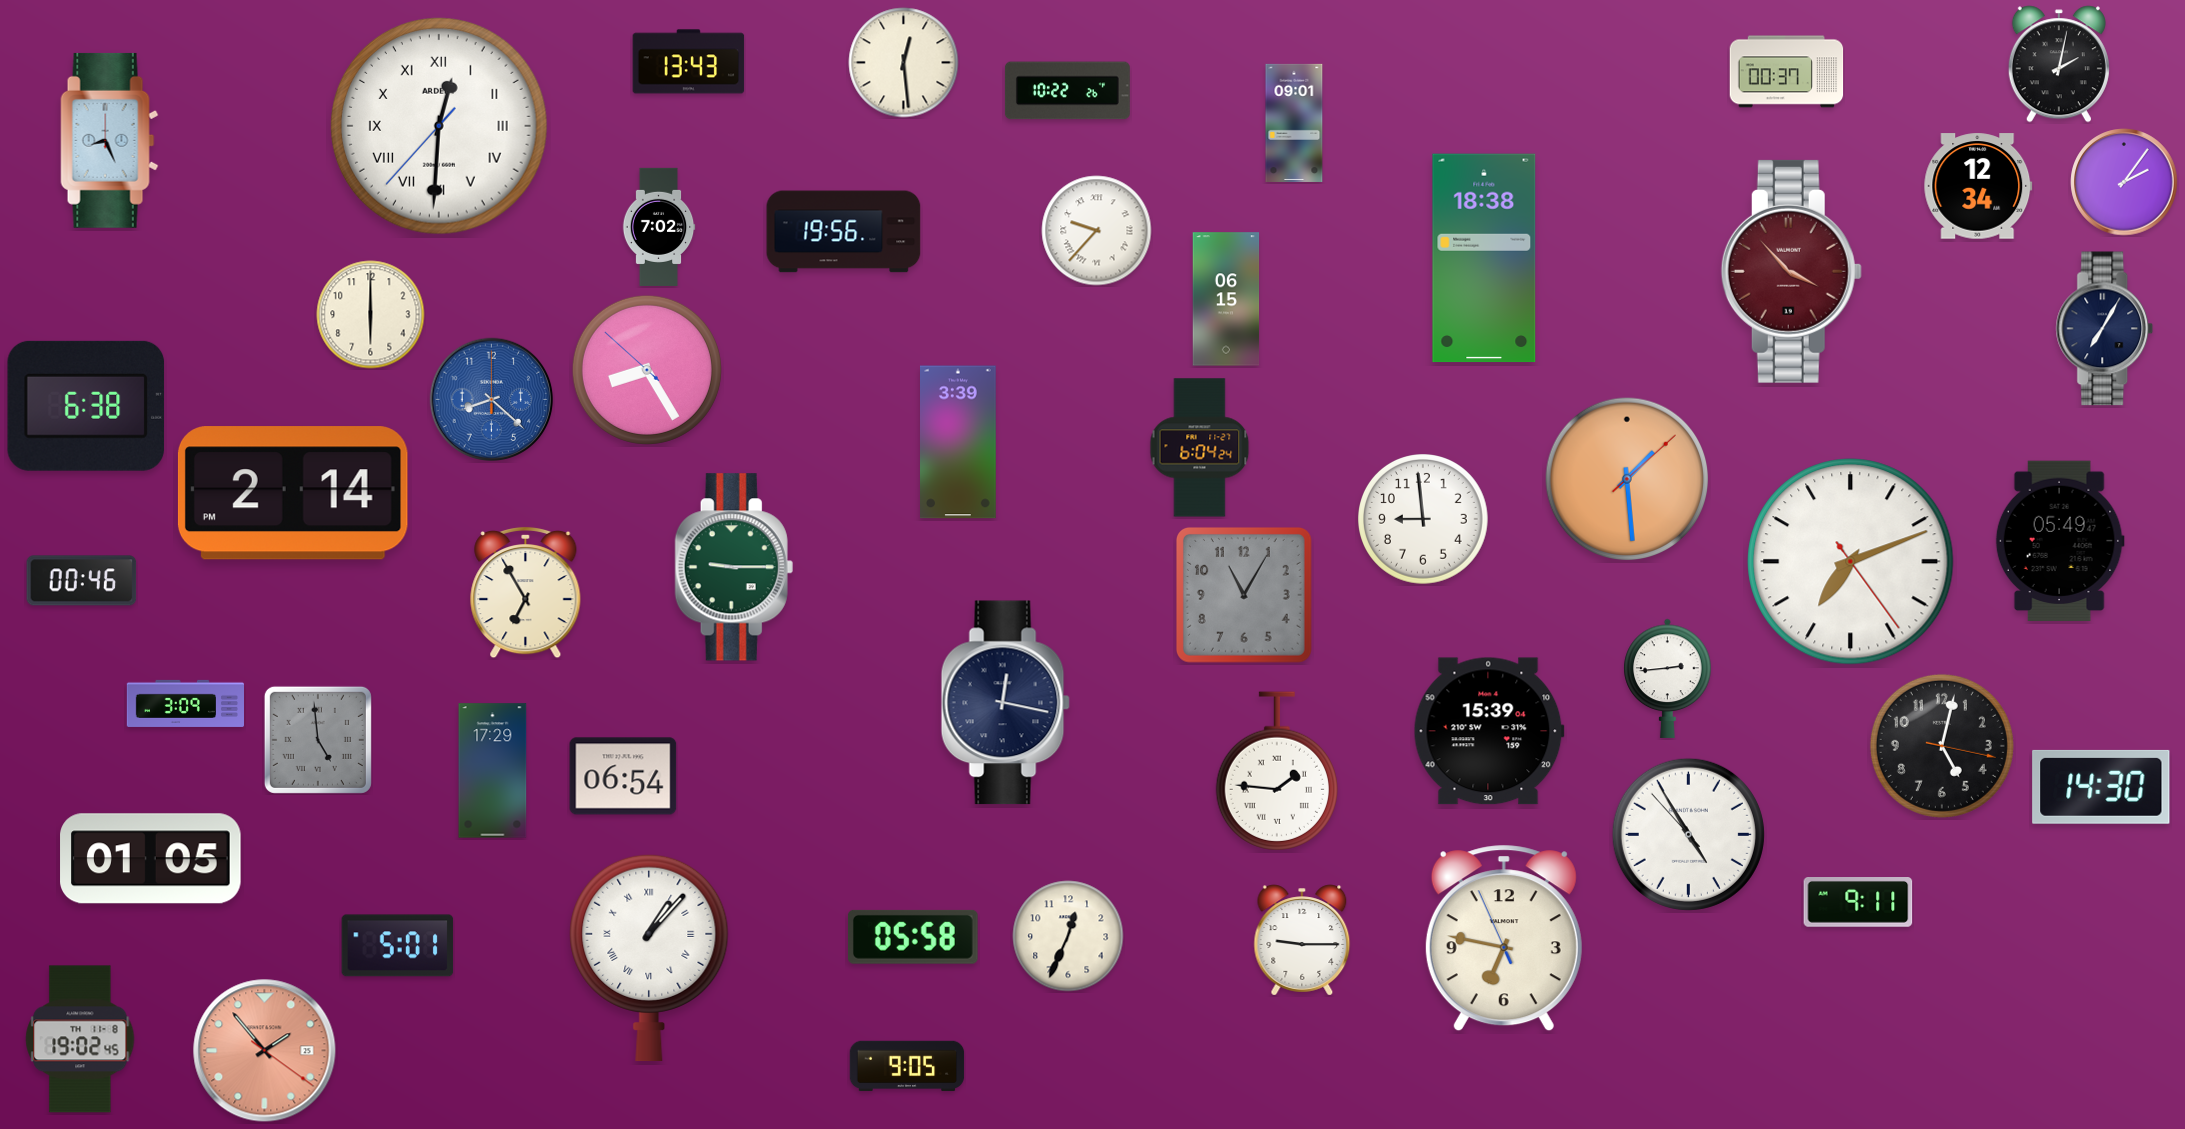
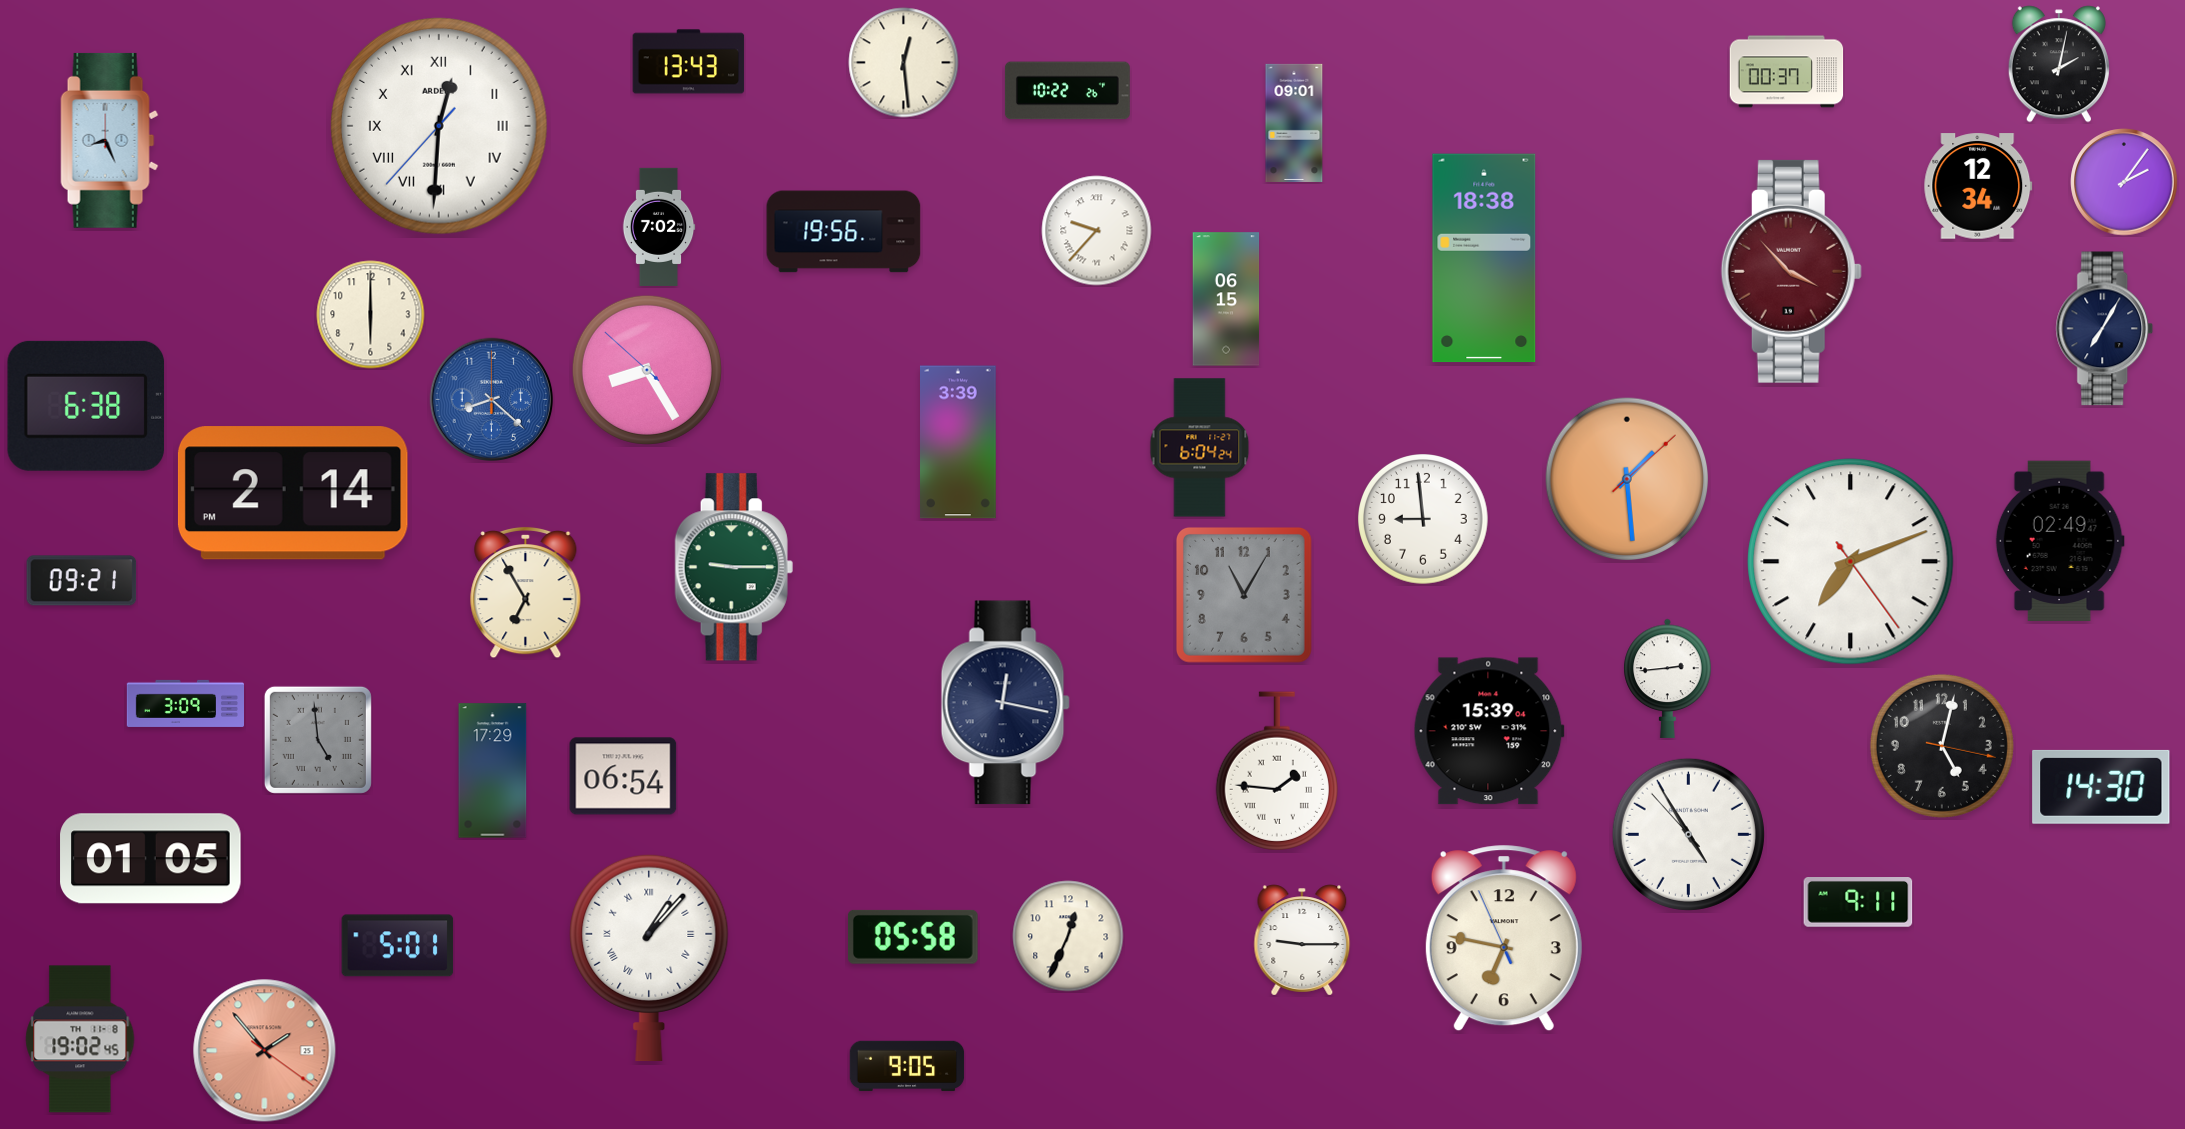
clock at (2060, 541): 05:49 -> 02:49
clock at (82, 581): 00:46 -> 09:21
